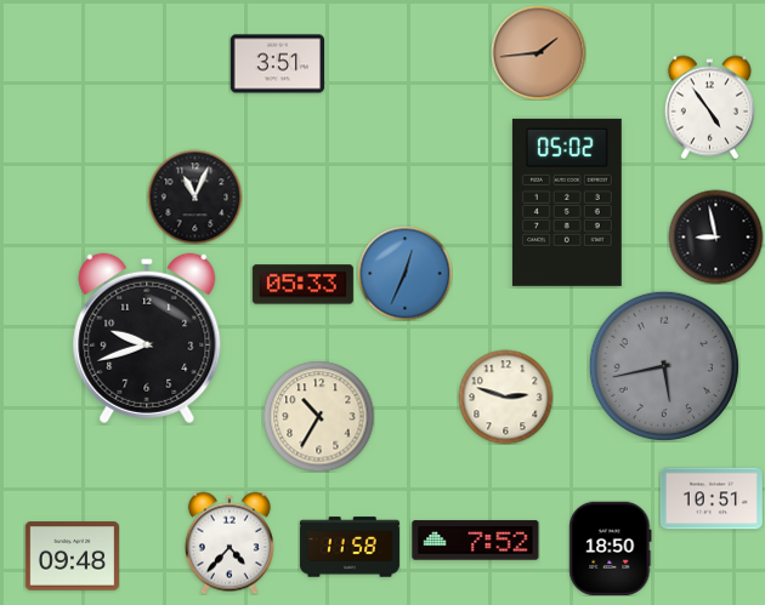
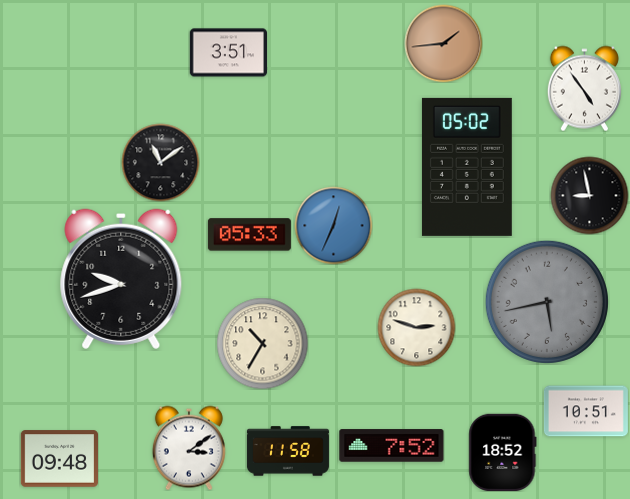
clock at (194, 196): 11:04 -> 11:09
clock at (229, 543): 4:37 -> 3:09
clock at (611, 548): 18:50 -> 18:52
